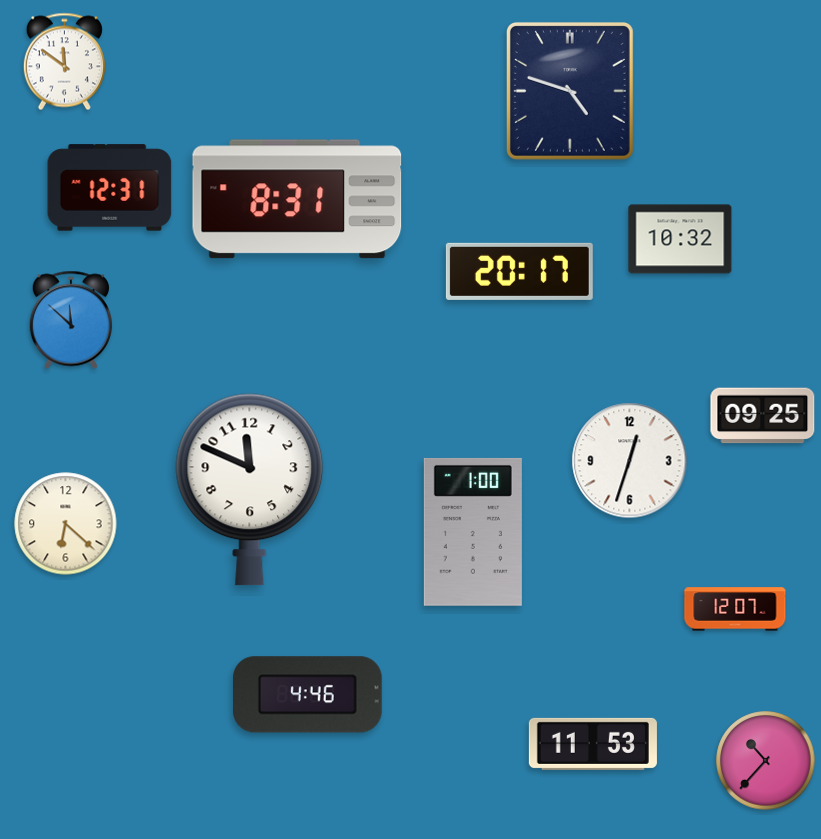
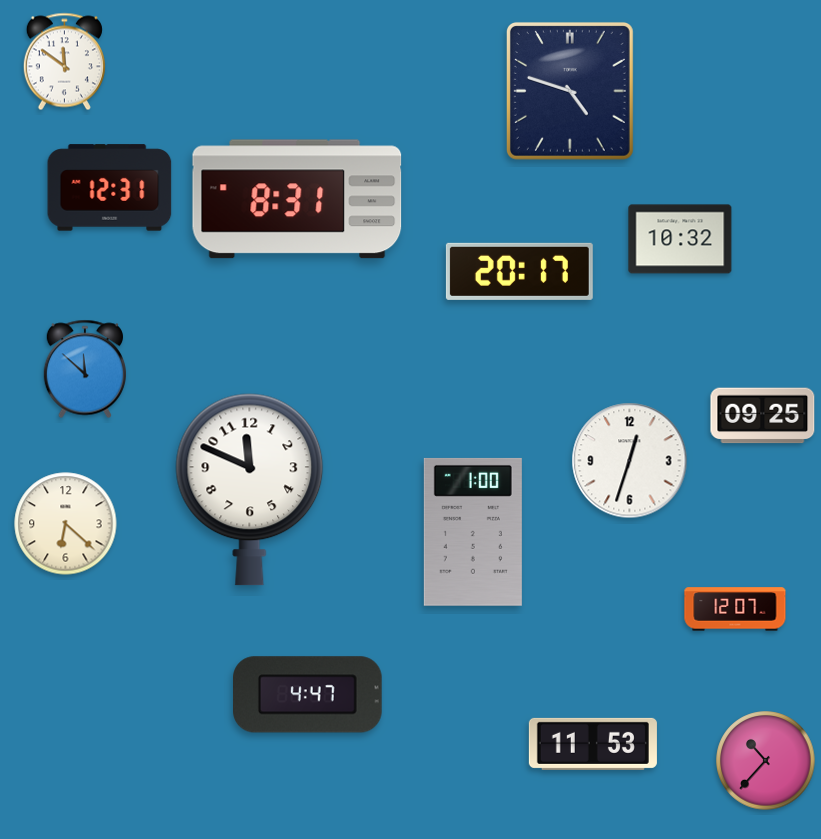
clock at (70, 320) position: (70, 320) -> (84, 369)
clock at (308, 695): 4:46 -> 4:47
